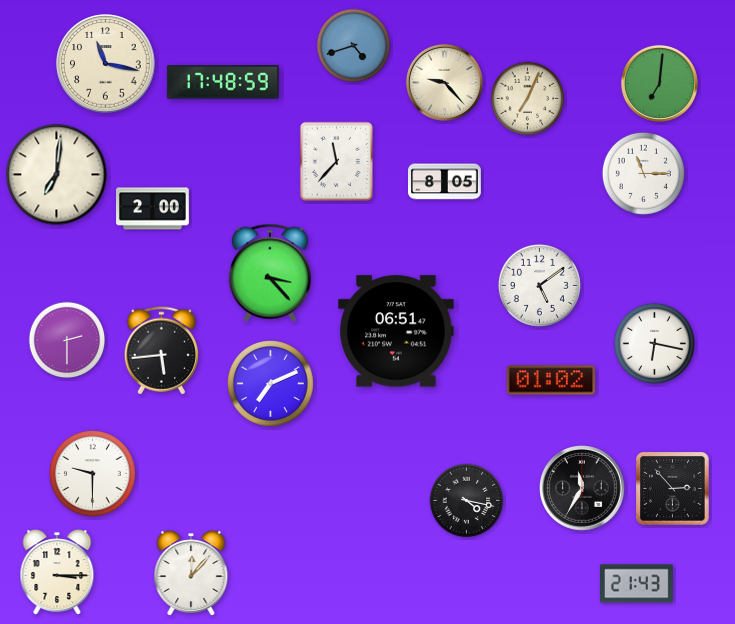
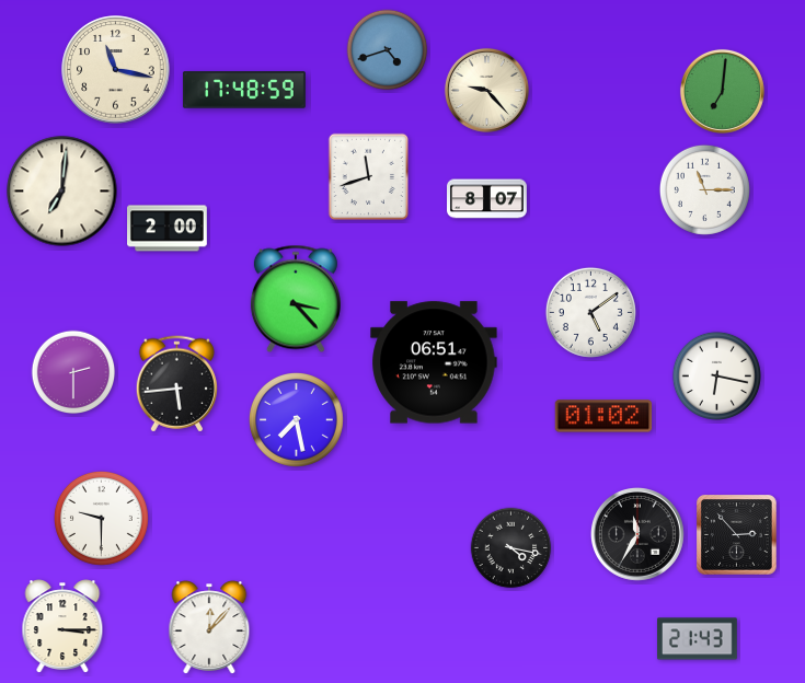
clock at (528, 99): 7:04 -> none
clock at (336, 162): 11:37 -> 11:42
clock at (445, 182): 8:05 -> 8:07
clock at (270, 383): 7:11 -> 7:28
